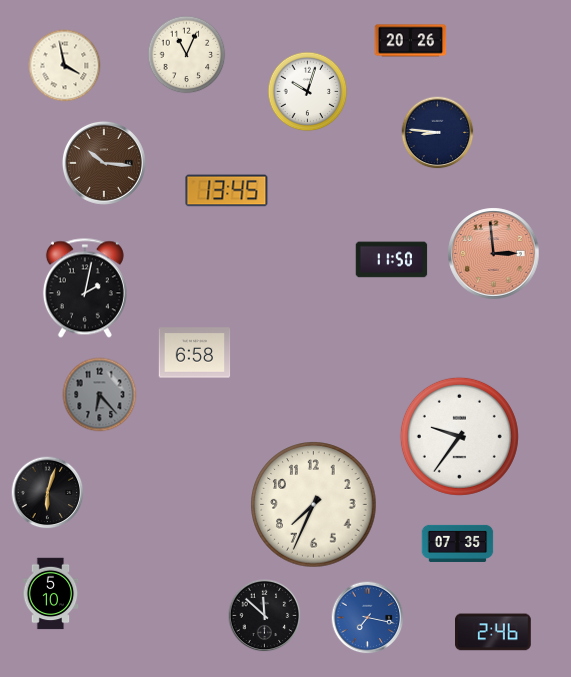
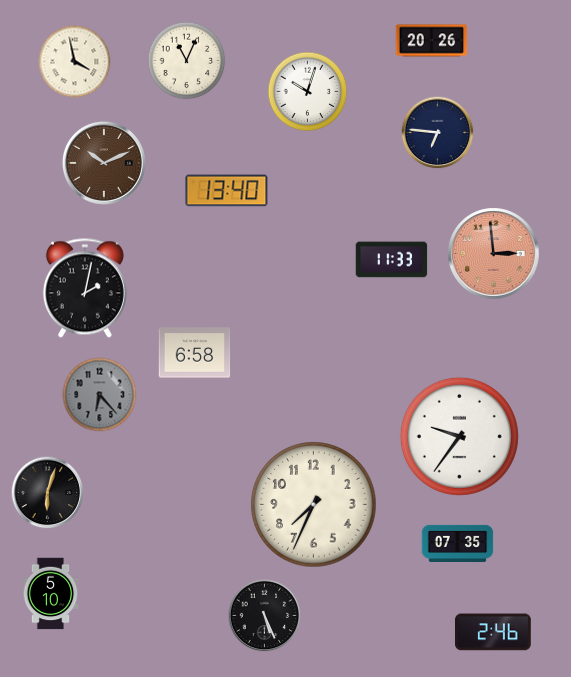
clock at (411, 41) position: (411, 41) -> (432, 41)
clock at (187, 55) position: (187, 55) -> (187, 61)
clock at (65, 66) position: (65, 66) -> (75, 62)
clock at (438, 133): 8:46 -> 6:46
clock at (104, 163): 10:16 -> 10:11
clock at (227, 191): 13:45 -> 13:40
clock at (392, 260): 11:50 -> 11:33
clock at (265, 616): 11:52 -> 5:26
clock at (368, 618): 7:17 -> none
